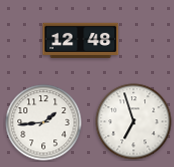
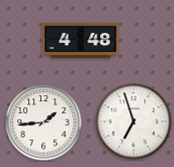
clock at (81, 40): 12:48 -> 4:48
